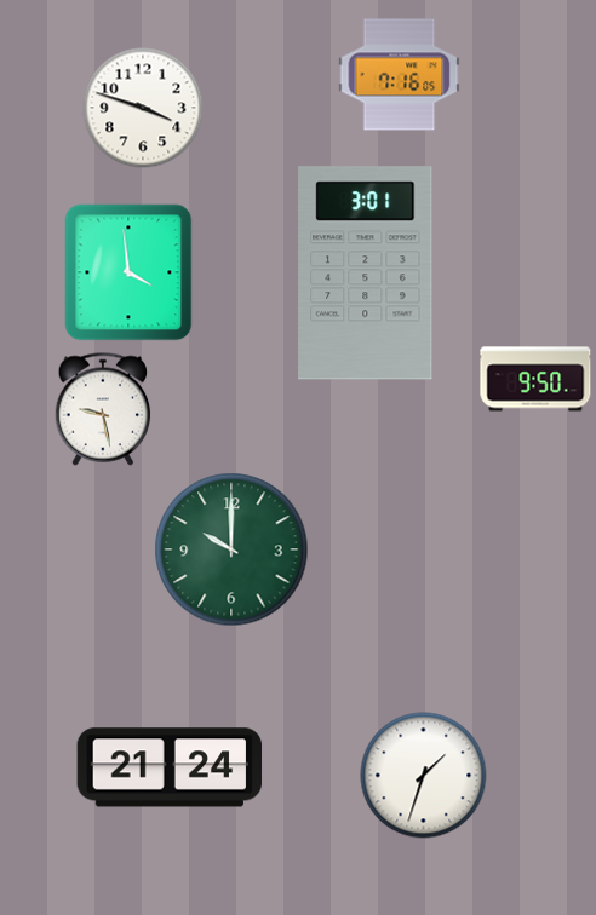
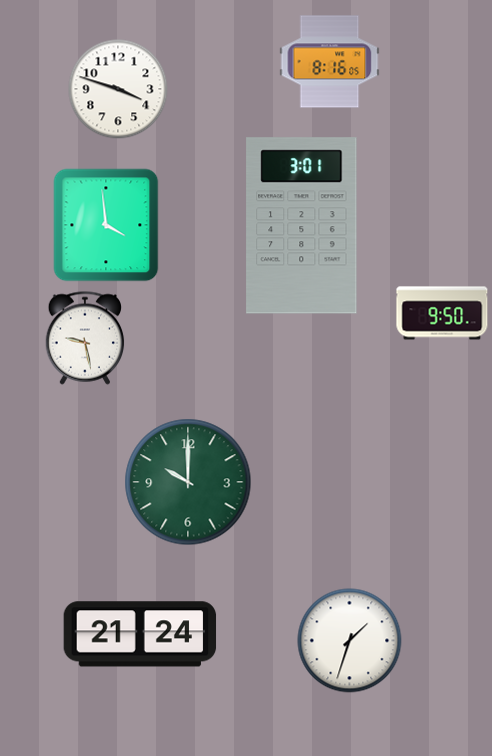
clock at (400, 75): 7:16 -> 8:16
clock at (231, 549) position: (231, 549) -> (188, 482)
